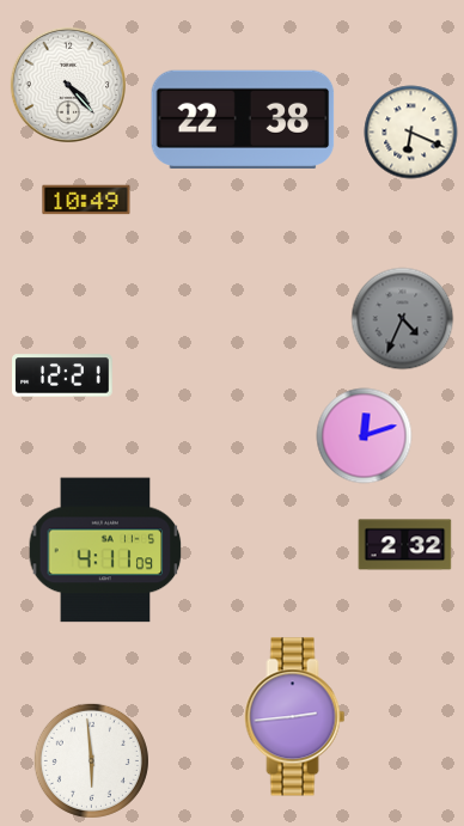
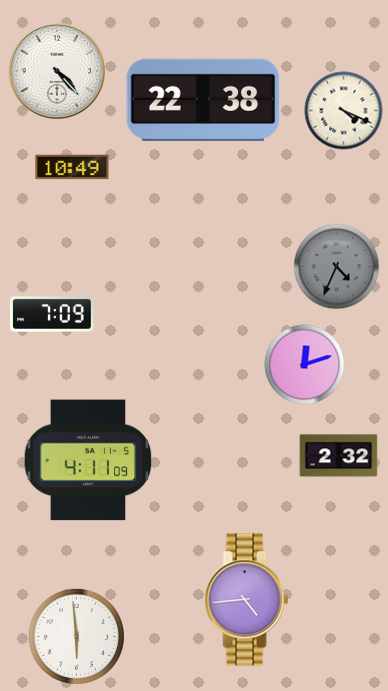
clock at (411, 133): 6:19 -> 4:19
clock at (62, 375): 12:21 -> 7:09
clock at (295, 717): 2:44 -> 4:44
